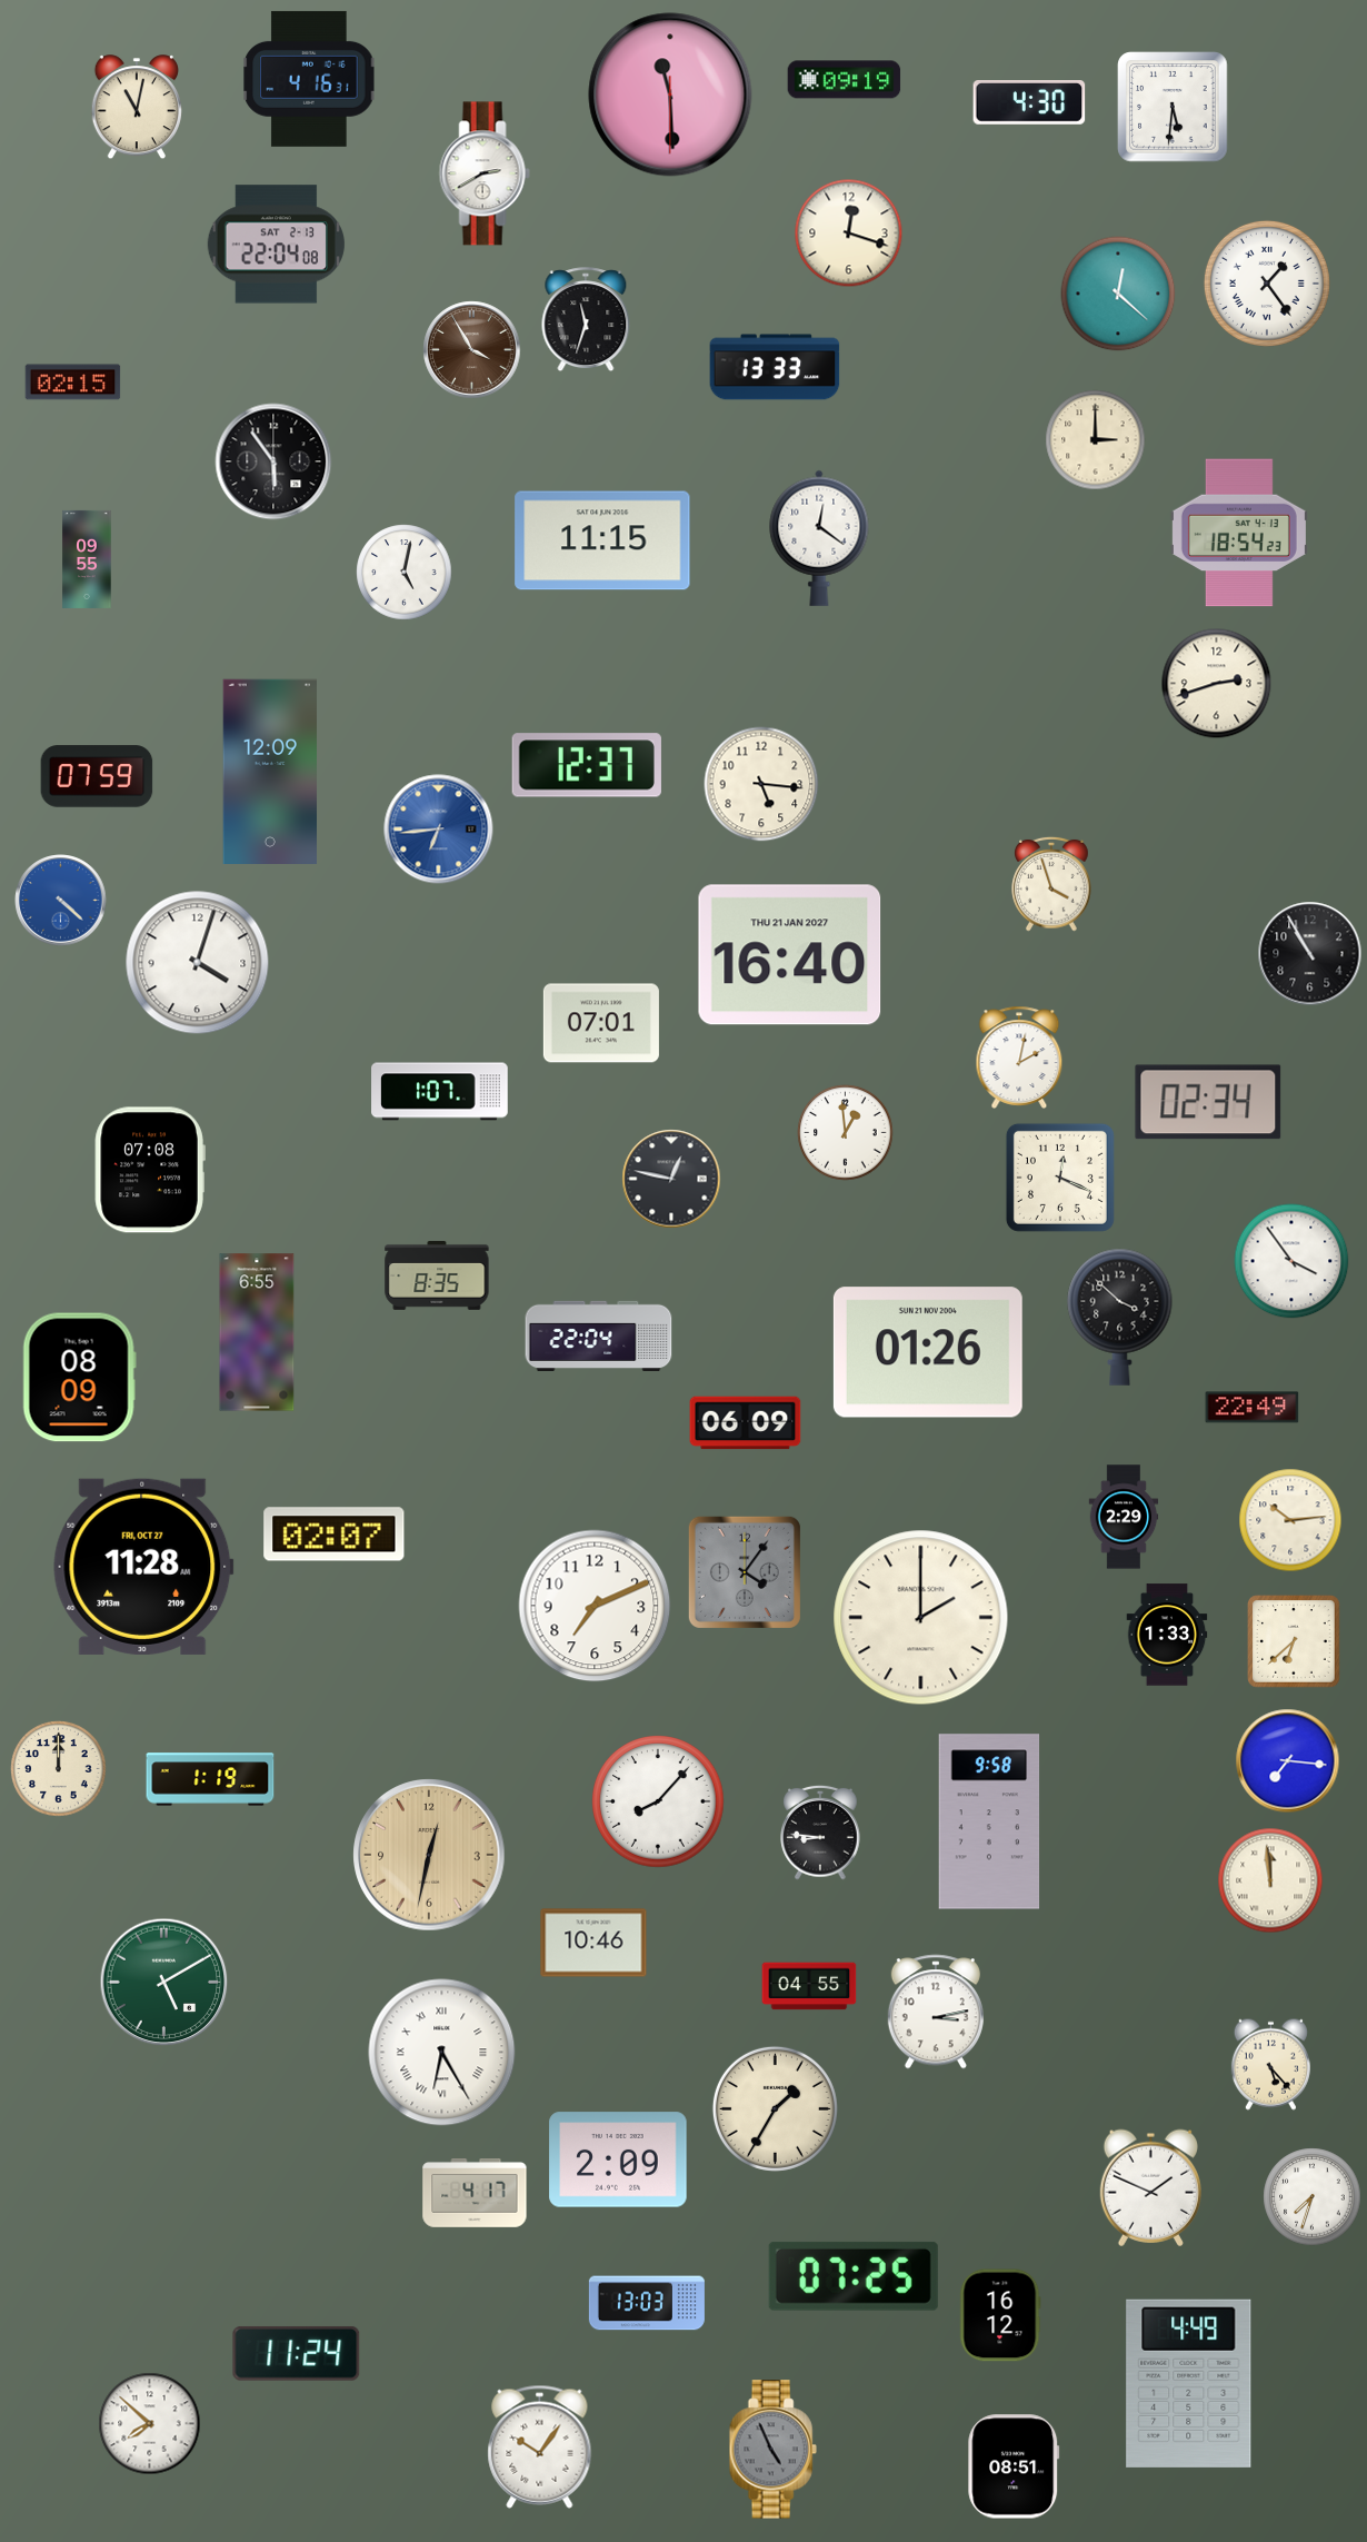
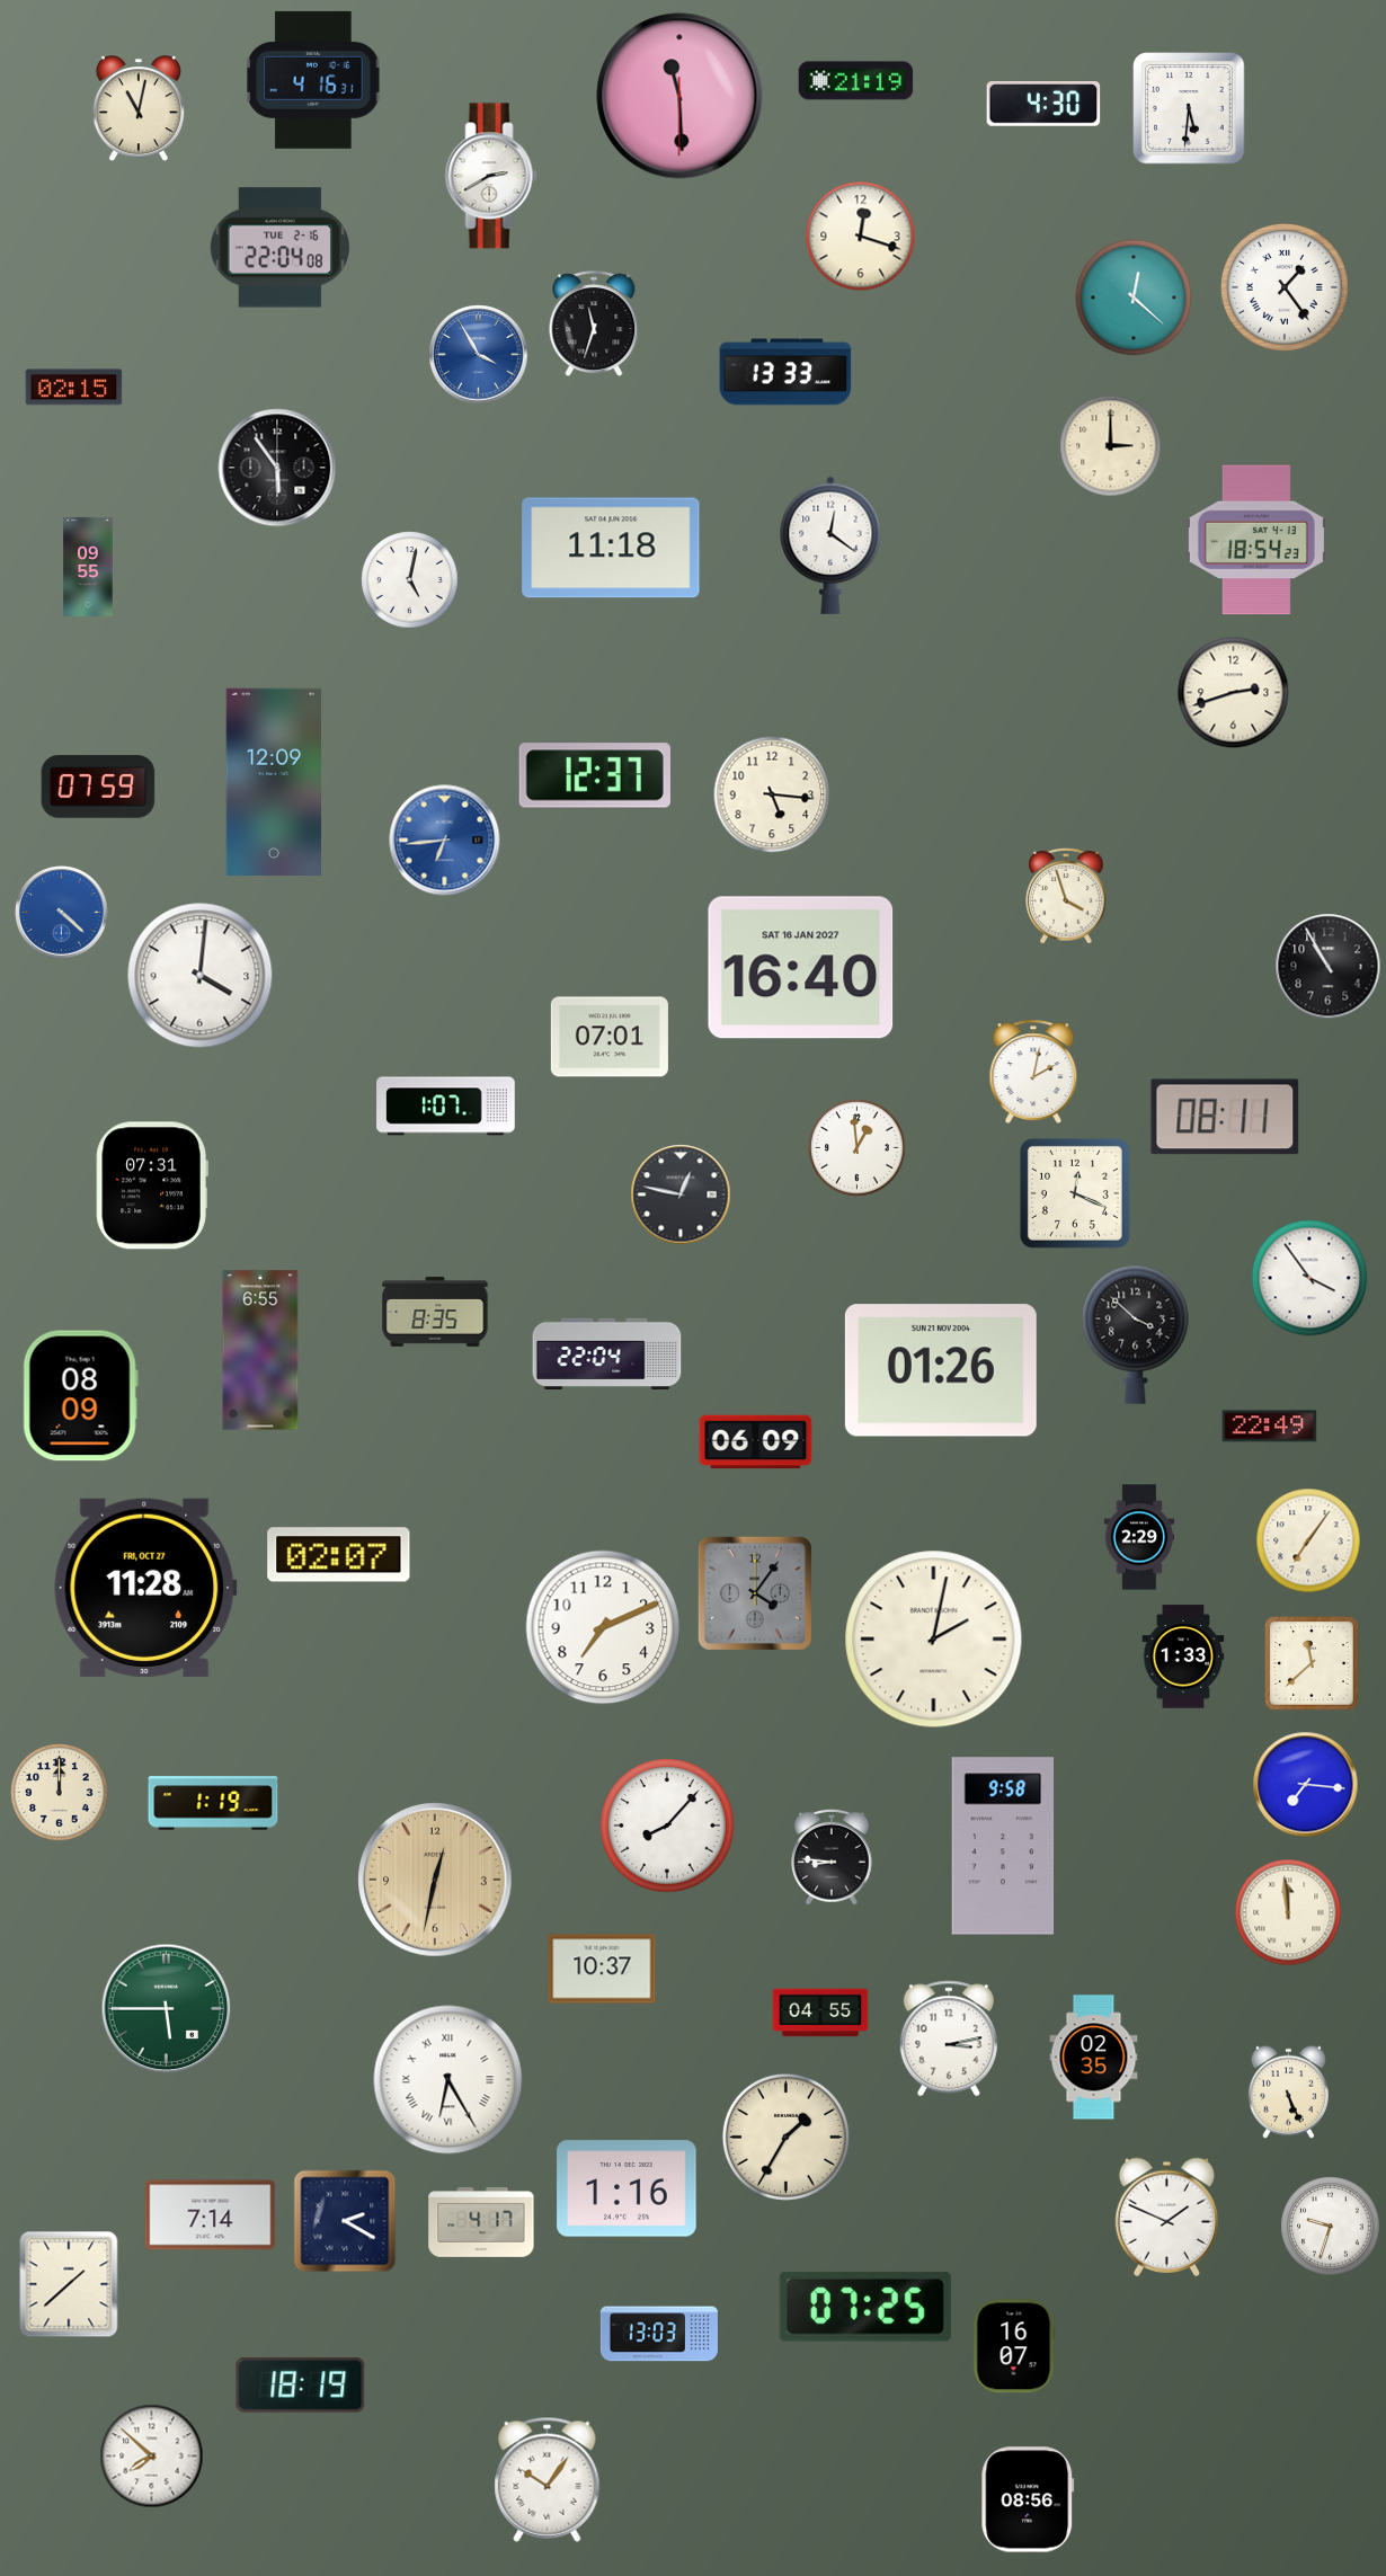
clock at (845, 80): 09:19 -> 21:19
clock at (276, 245) date: SAT 2-13 -> TUE 2-16
clock at (472, 350) dial: brown -> blue
clock at (602, 540): 11:15 -> 11:18
clock at (790, 955) date: THU 21 JAN 2027 -> SAT 16 JAN 2027
clock at (198, 963): 4:03 -> 4:01
clock at (1208, 1102): 02:34 -> 08:11
clock at (150, 1170): 07:08 -> 07:31
clock at (437, 1275) position: (437, 1275) -> (435, 1312)
clock at (1290, 1520): 10:14 -> 7:06
clock at (921, 1618): 2:00 -> 2:02
clock at (1295, 1642): 6:38 -> 11:38
clock at (1270, 1880) position: (1270, 1880) -> (1288, 1912)
clock at (593, 1943): 10:46 -> 10:37
clock at (164, 1983): 5:10 -> 5:45
clock at (1094, 2058): none -> 02:35
clock at (1270, 2064): 5:23 -> 5:26
clock at (618, 2159): 2:09 -> 1:16
clock at (211, 2215): none -> 7:14
clock at (345, 2221): none -> 2:20
clock at (1313, 2197): 7:33 -> 9:33
clock at (69, 2284): none -> 1:38
clock at (647, 2303) position: (647, 2303) -> (659, 2334)
clock at (1000, 2315): 16:12 -> 16:07
clock at (297, 2354): 11:24 -> 18:19
clock at (1189, 2383): 4:49 -> none
clock at (772, 2450): 4:56 -> none
clock at (1014, 2466): 08:51 -> 08:56
